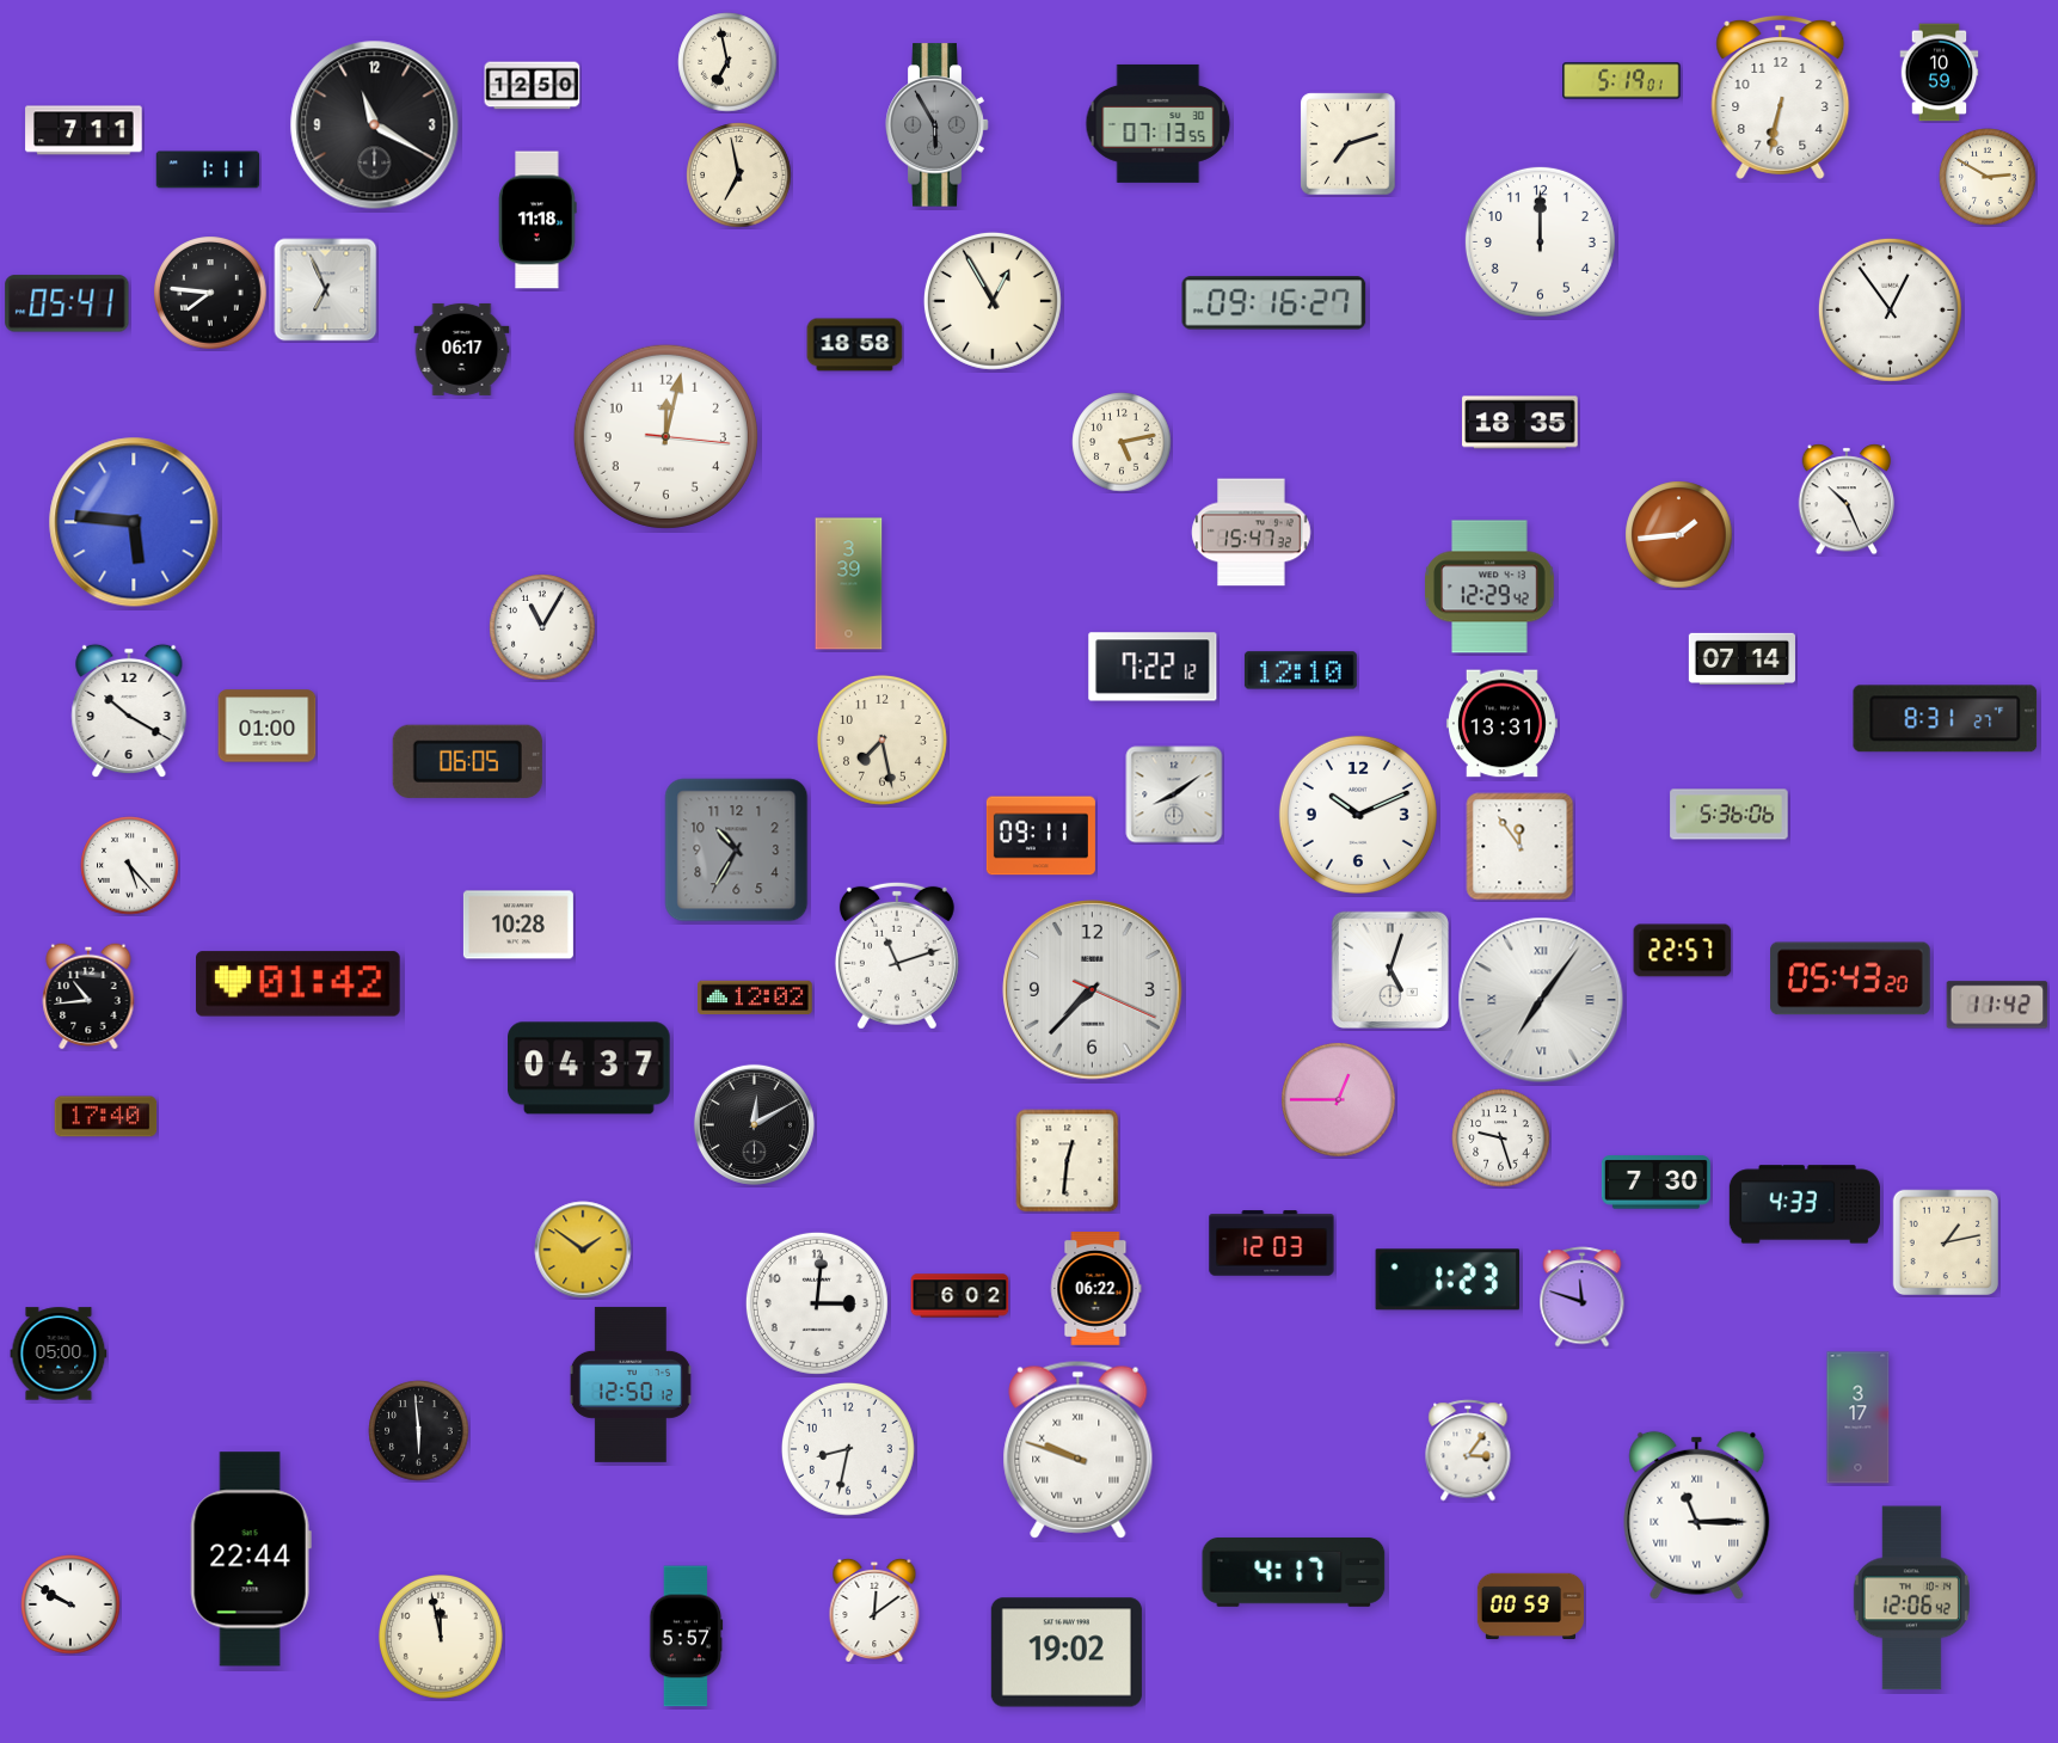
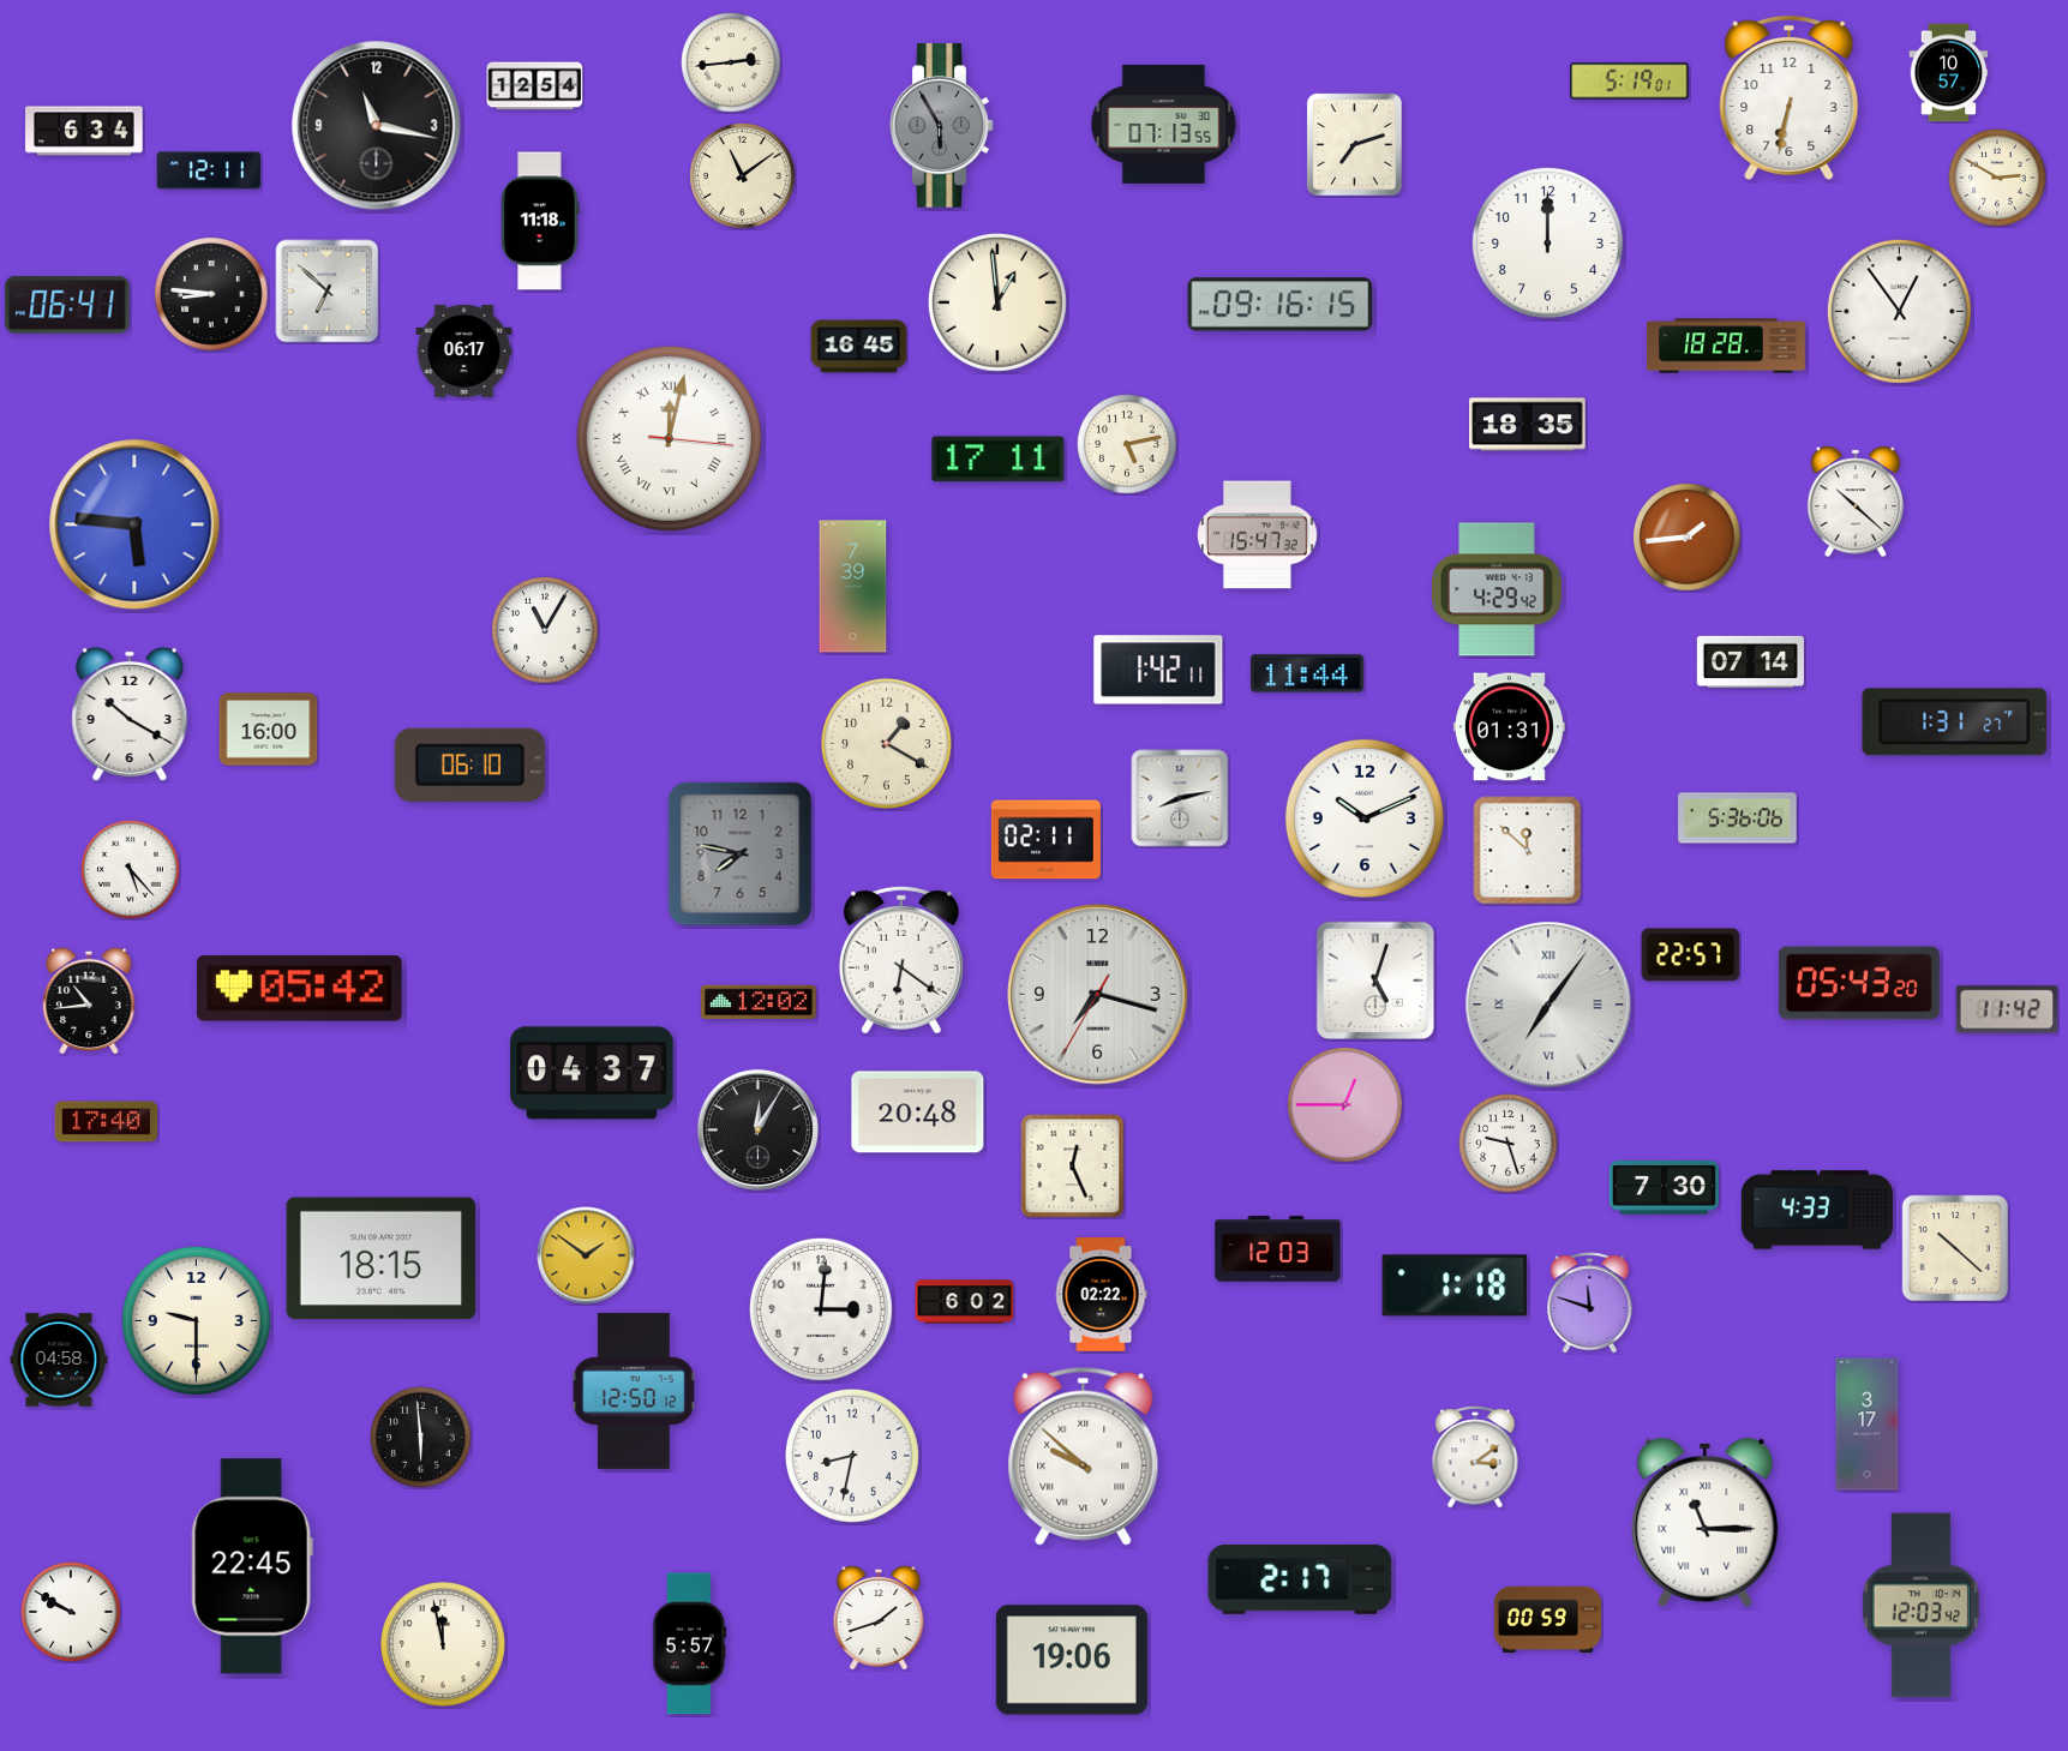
clock at (727, 62): 6:58 -> 2:44
clock at (1940, 73): 10:59 -> 10:57
clock at (533, 86): 12:50 -> 12:54
clock at (375, 125): 11:20 -> 11:17
clock at (84, 130): 7:11 -> 6:34
clock at (208, 170): 1:11 -> 12:11
clock at (739, 176): 6:58 -> 11:09
clock at (326, 290): 6:56 -> 6:52
clock at (210, 293): 7:46 -> 8:46
clock at (993, 301): 12:55 -> 12:59
clock at (67, 303): 05:41 -> 06:41
clock at (1274, 303): 09:16:27 -> 09:16:15
clock at (1727, 346): none -> 18:28
clock at (855, 345): 18:58 -> 16:45
clock at (665, 436) numerals: Arabic -> Roman
clock at (999, 460): none -> 17:11
clock at (1847, 499): 10:26 -> 10:22
clock at (849, 584): 3:39 -> 7:39
clock at (1489, 587): 12:29 -> 4:29
clock at (1153, 667): 7:22 -> 1:42
clock at (1301, 670): 12:10 -> 11:44
clock at (1946, 719): 8:31 -> 1:31
clock at (1501, 724): 13:31 -> 01:31
clock at (268, 726): 01:00 -> 16:00
clock at (881, 739): 7:28 -> 1:20
clock at (467, 761): 06:05 -> 06:10
clock at (1174, 794): 8:09 -> 8:13
clock at (1040, 836): 09:11 -> 02:11
clock at (1521, 847): 11:54 -> 11:52
clock at (737, 851): 10:35 -> 7:47
clock at (518, 925): 10:28 -> none
clock at (897, 956): 11:12 -> 6:21
clock at (1390, 970) position: (1390, 970) -> (1375, 981)
clock at (299, 984): 01:42 -> 05:42
clock at (1093, 990): 7:37 -> 7:17
clock at (918, 1113): none -> 20:48
clock at (754, 1124): 12:10 -> 12:05
clock at (1068, 1161): 12:31 -> 12:26
clock at (1805, 1204) position: (1805, 1204) -> (1817, 1210)
clock at (1946, 1242): 1:13 -> 10:22
clock at (382, 1259): none -> 18:15
clock at (1448, 1279): 1:23 -> 1:18
clock at (1095, 1289): 06:22 -> 02:22
clock at (196, 1320): none -> 9:30
clock at (59, 1354): 05:00 -> 04:58
clock at (1079, 1449): 9:48 -> 9:52
clock at (1468, 1450): 3:06 -> 3:09
clock at (251, 1559): 22:44 -> 22:45
clock at (1294, 1572): 4:17 -> 2:17
clock at (1911, 1598): 12:06 -> 12:03
clock at (1530, 1606) position: (1530, 1606) -> (1547, 1619)
clock at (874, 1610): 12:09 -> 1:42
clock at (1067, 1652): 19:02 -> 19:06
